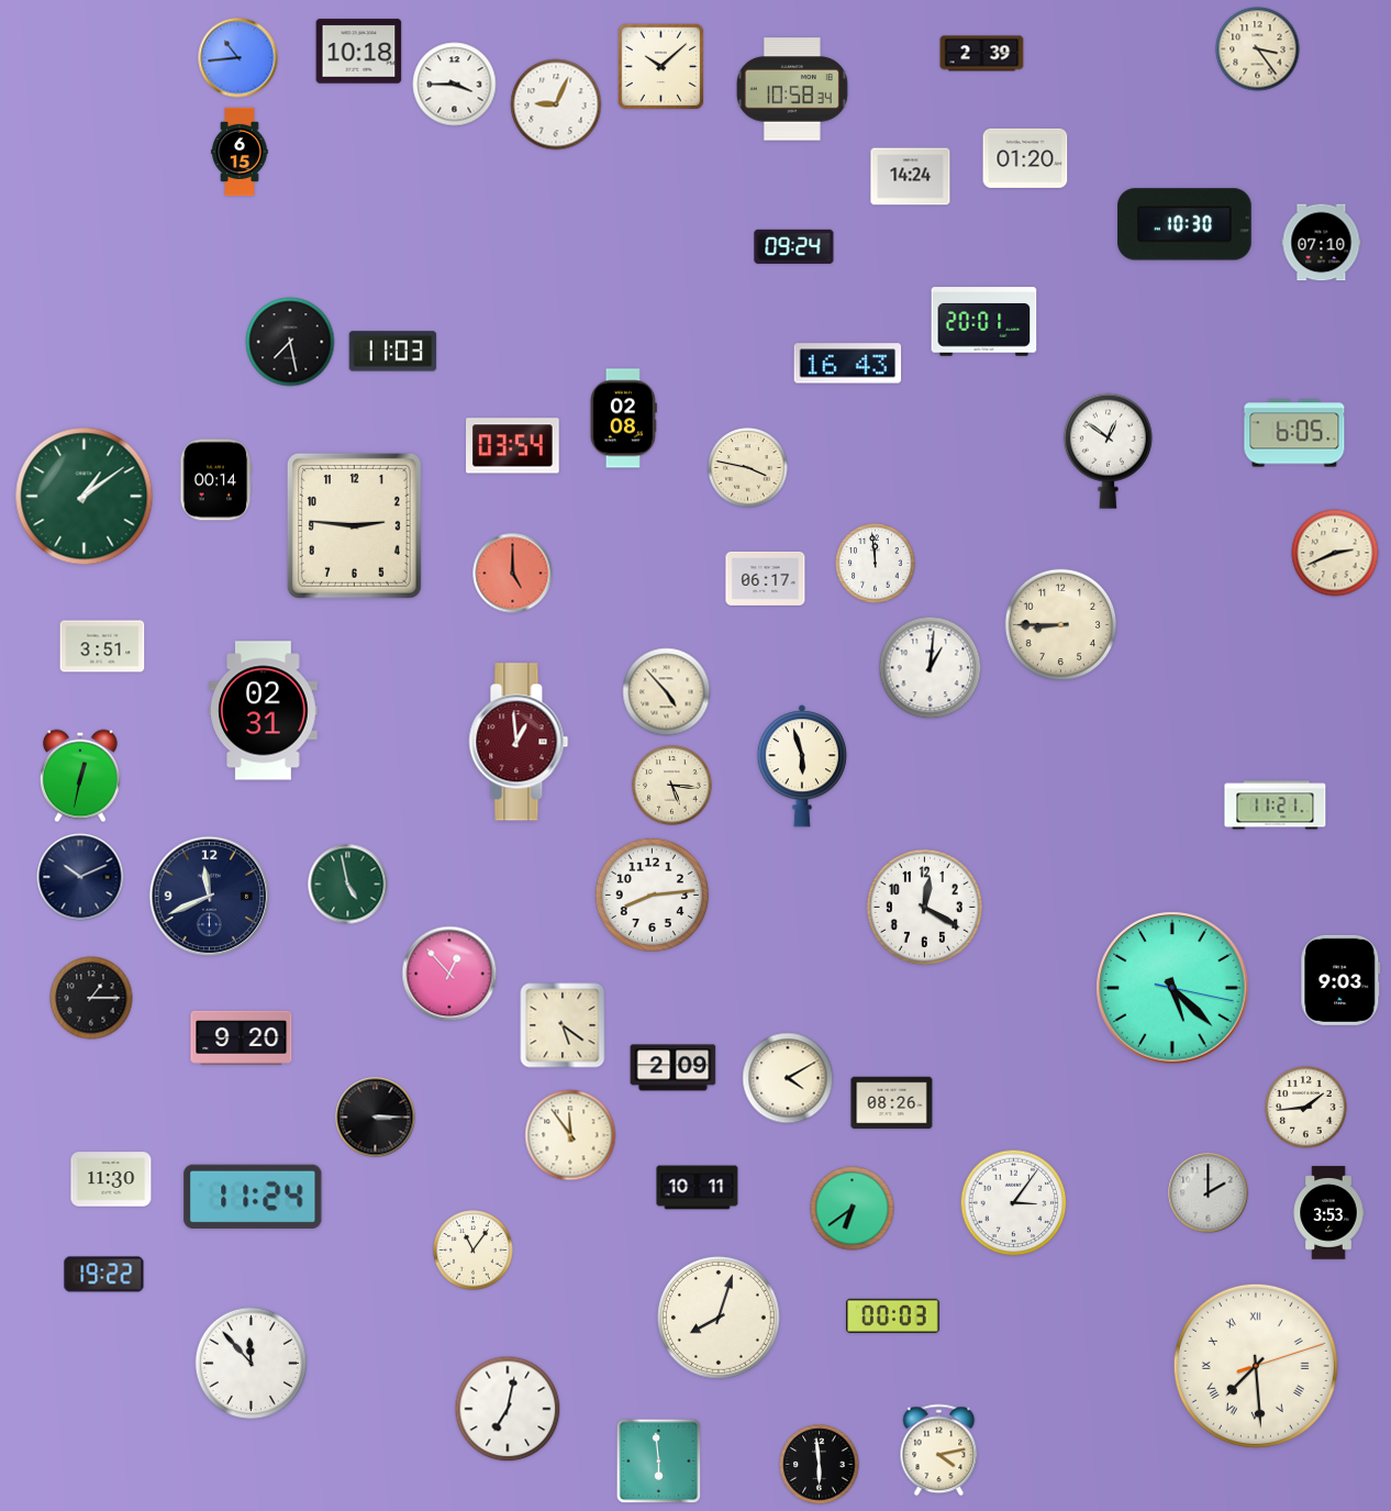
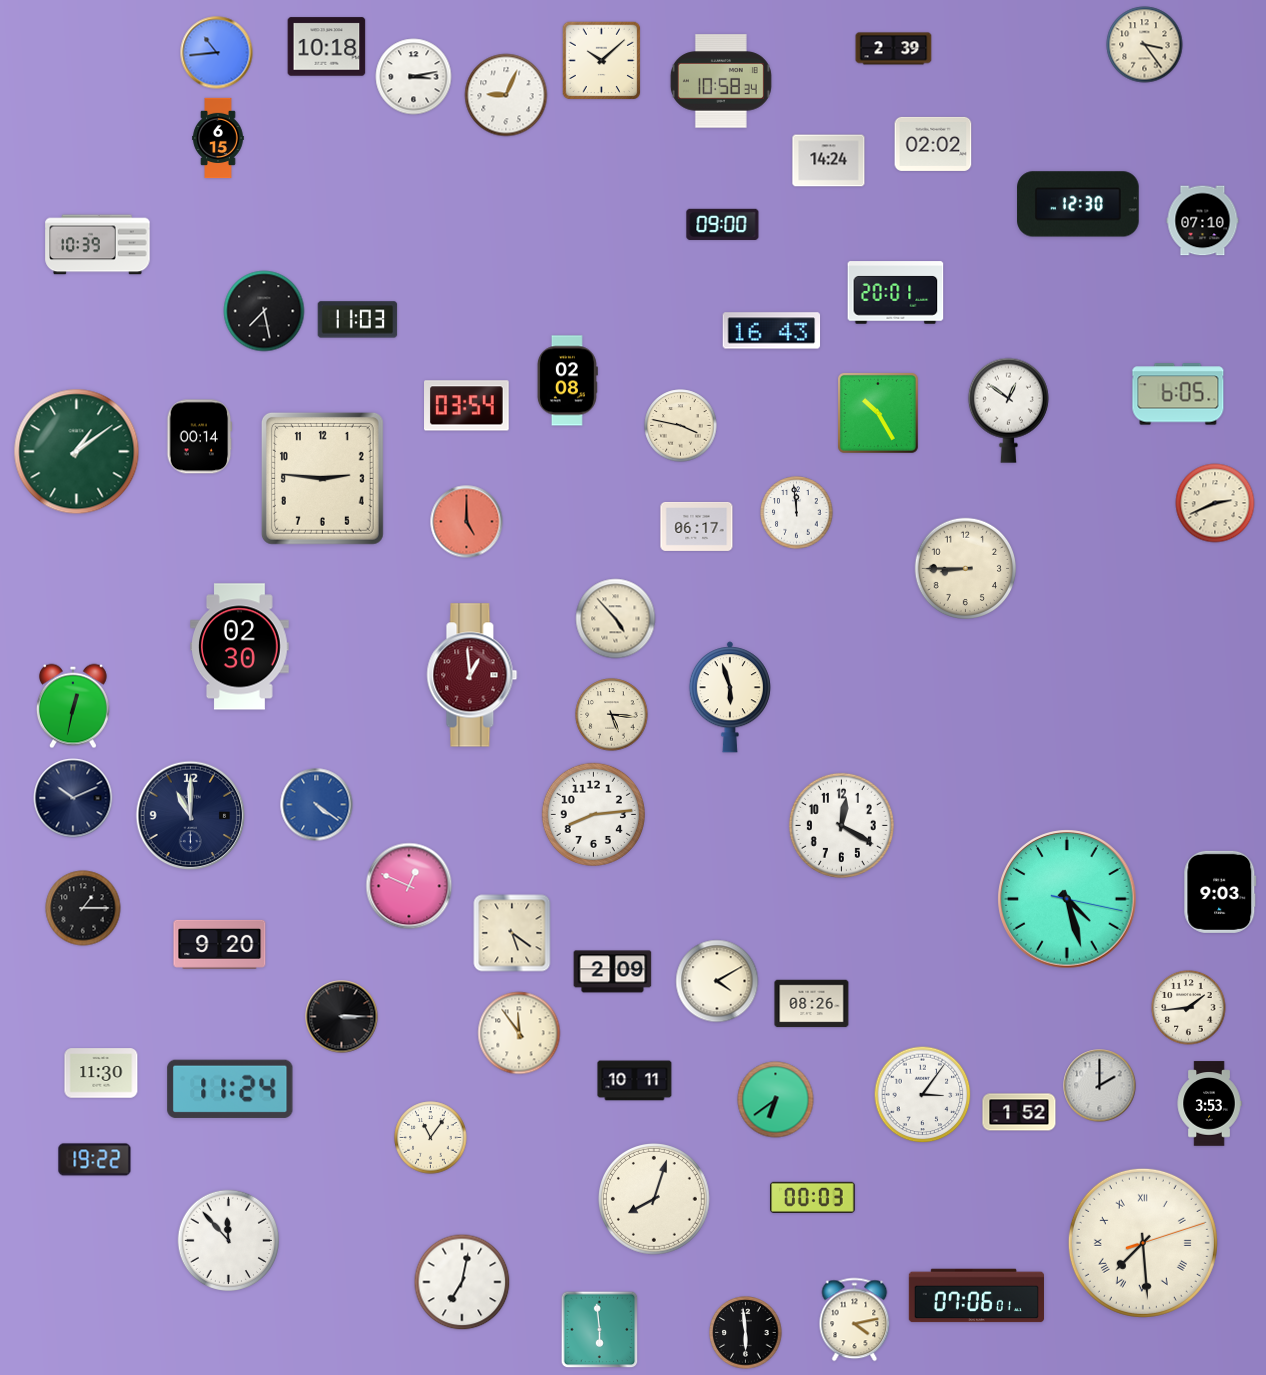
clock at (455, 85): 3:45 -> 3:13
clock at (1025, 158): 01:20 -> 02:02
clock at (1184, 224): 10:30 -> 12:30
clock at (794, 246): 09:24 -> 09:00
clock at (98, 245): none -> 10:39
clock at (878, 413): none -> 10:25
clock at (216, 480) position: (216, 480) -> (200, 437)
clock at (102, 646): 3:51 -> none
clock at (931, 668): 1:01 -> none
clock at (667, 692) position: (667, 692) -> (616, 619)
clock at (264, 711): 02:31 -> 02:30
clock at (1276, 806): 11:21 -> none
clock at (348, 885): 4:58 -> 4:21
clock at (348, 885) dial: green -> blue
clock at (210, 897): 11:41 -> 11:00
clock at (449, 974): 12:53 -> 12:49
clock at (1172, 988): 5:22 -> 4:27
clock at (1019, 1112): none -> 1:52
clock at (976, 1296): none -> 07:06
